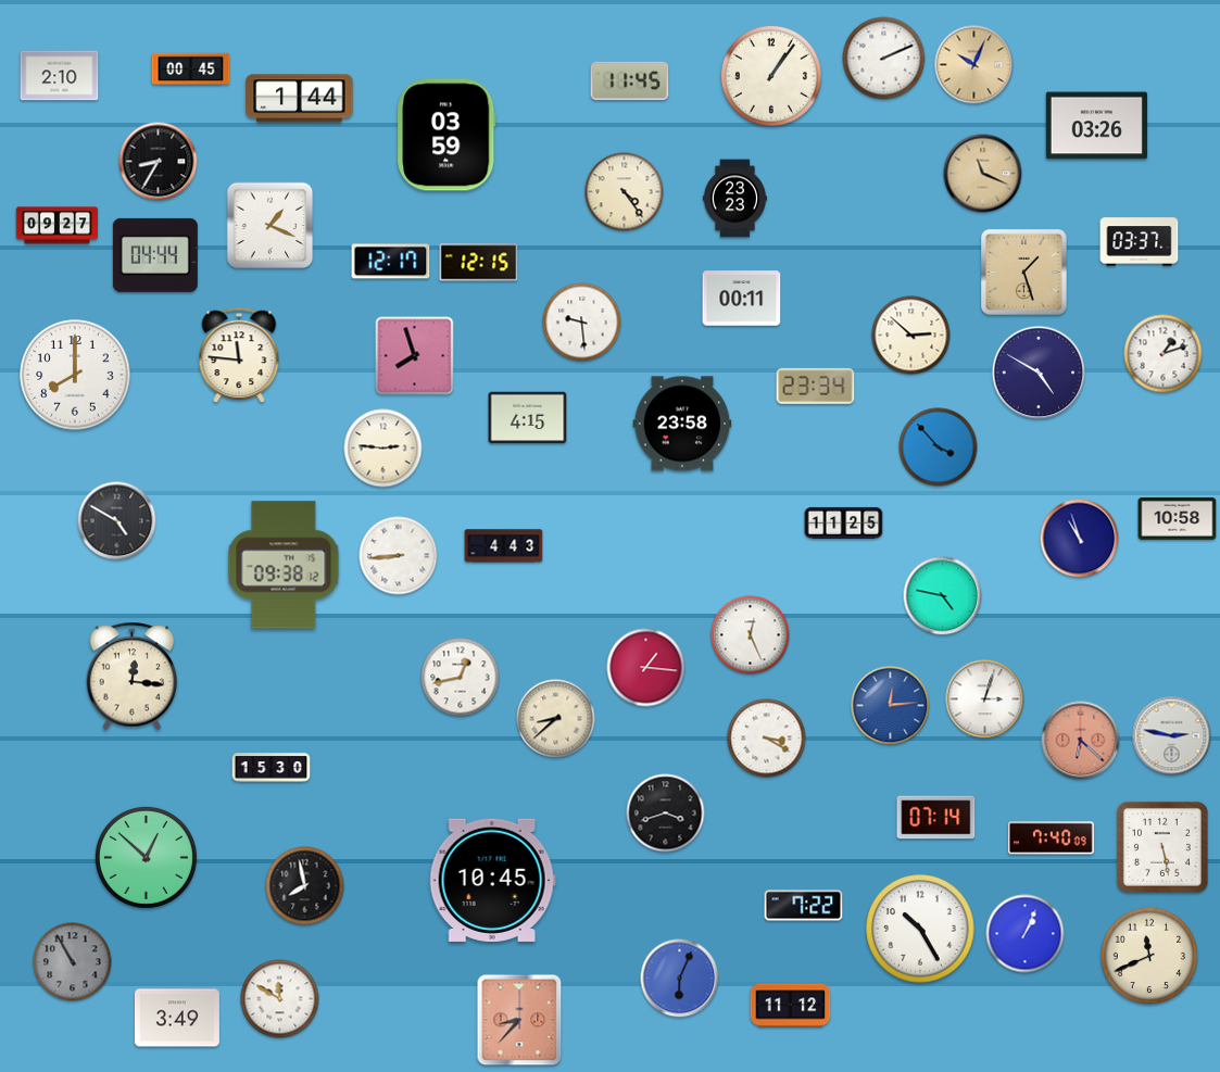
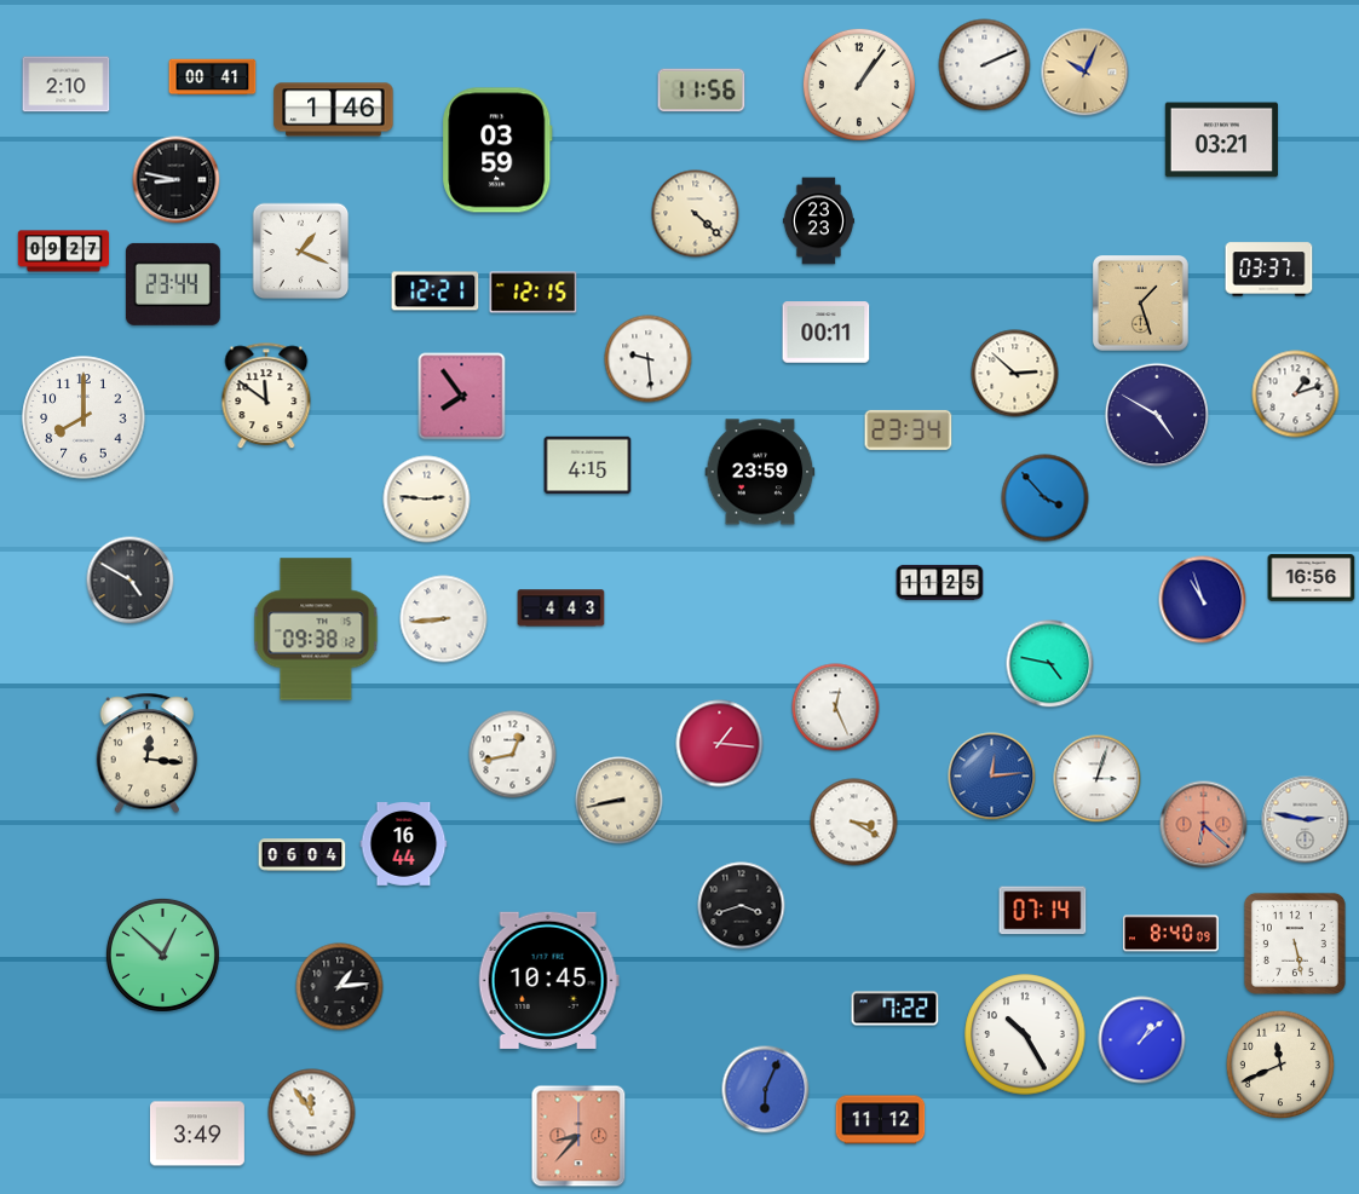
clock at (191, 70): 00:45 -> 00:41
clock at (630, 81): 11:45 -> 11:56
clock at (300, 99): 1:44 -> 1:46
clock at (1096, 126): 03:26 -> 03:21
clock at (159, 162): 8:35 -> 8:47
clock at (983, 174): 11:19 -> none
clock at (625, 192): 4:24 -> 4:22
clock at (155, 255): 04:44 -> 23:44
clock at (391, 262): 12:17 -> 12:21
clock at (239, 356): 11:46 -> 11:51
clock at (415, 356): 7:57 -> 7:54
clock at (682, 424): 23:58 -> 23:59
clock at (1178, 519): 10:58 -> 16:56
clock at (891, 706) position: (891, 706) -> (992, 777)
clock at (556, 719): 8:38 -> 8:43
clock at (404, 844): none -> 16:44
clock at (272, 768): 15:30 -> 06:04
clock at (1051, 838): 7:40 -> 8:40
clock at (305, 886): 7:58 -> 1:14
clock at (1026, 934): 1:04 -> 1:08
clock at (73, 962): 10:55 -> none
clock at (680, 979) position: (680, 979) -> (766, 1090)
clock at (280, 999): 11:50 -> 11:54
